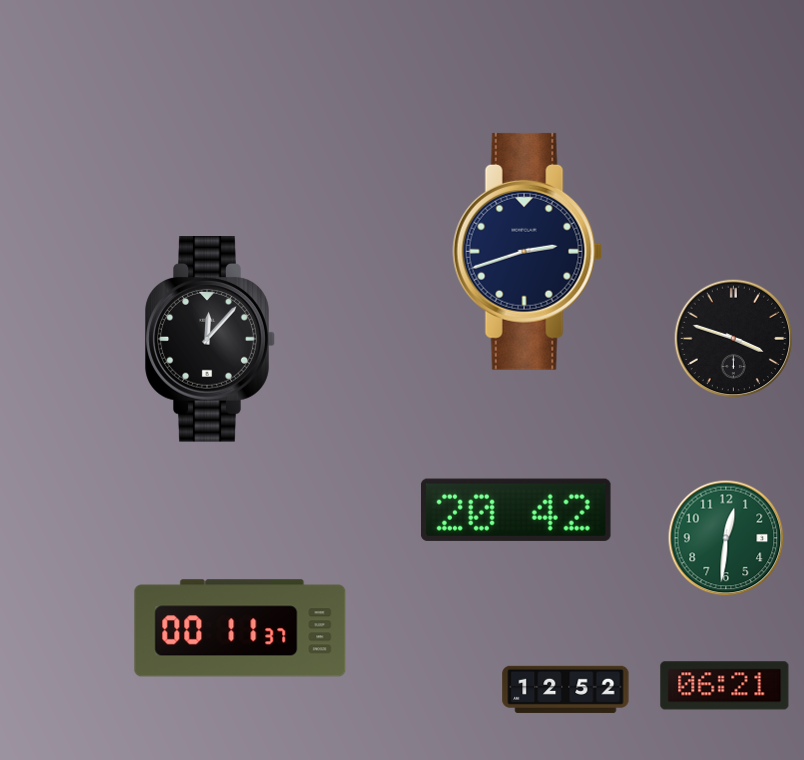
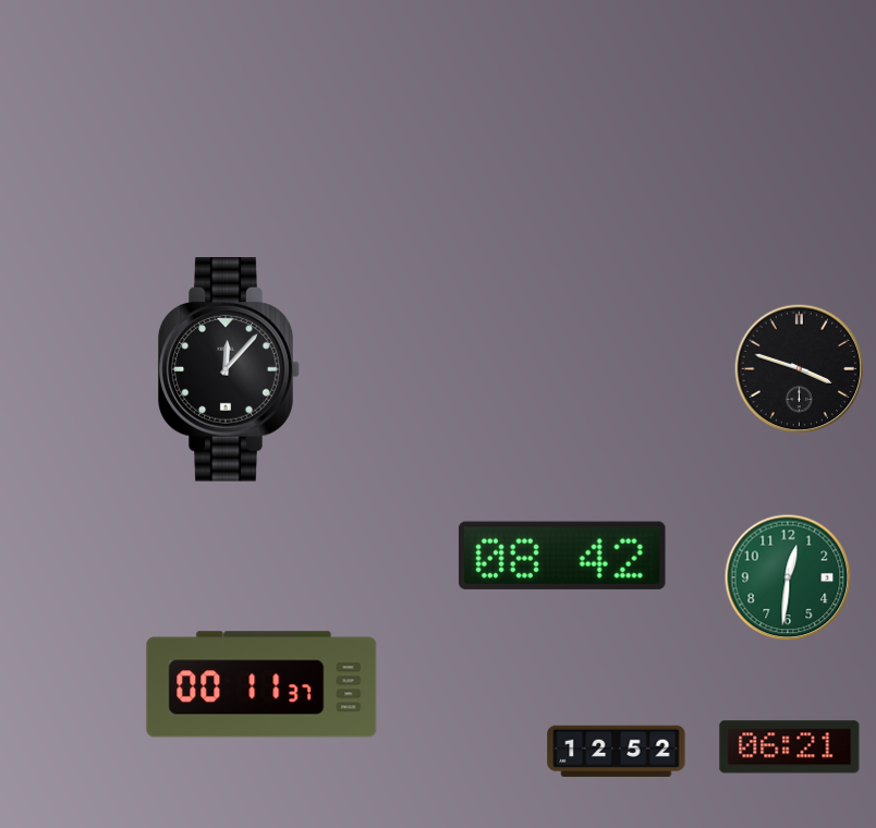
clock at (528, 251): 2:42 -> none
clock at (516, 510): 20:42 -> 08:42
clock at (726, 538) position: (726, 538) -> (788, 577)
